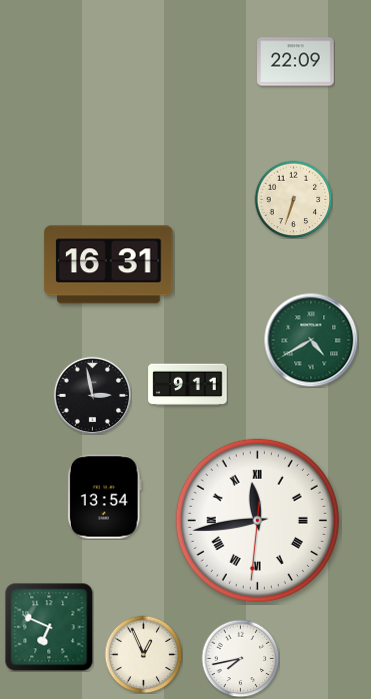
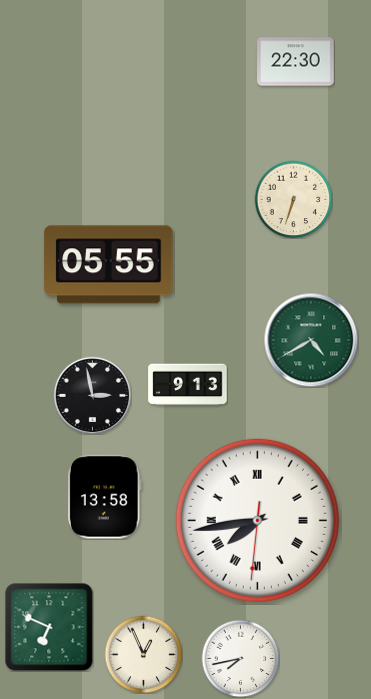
clock at (296, 62): 22:09 -> 22:30
clock at (109, 265): 16:31 -> 05:55
clock at (188, 385): 9:11 -> 9:13
clock at (104, 497): 13:54 -> 13:58
clock at (257, 520): 11:43 -> 7:43
